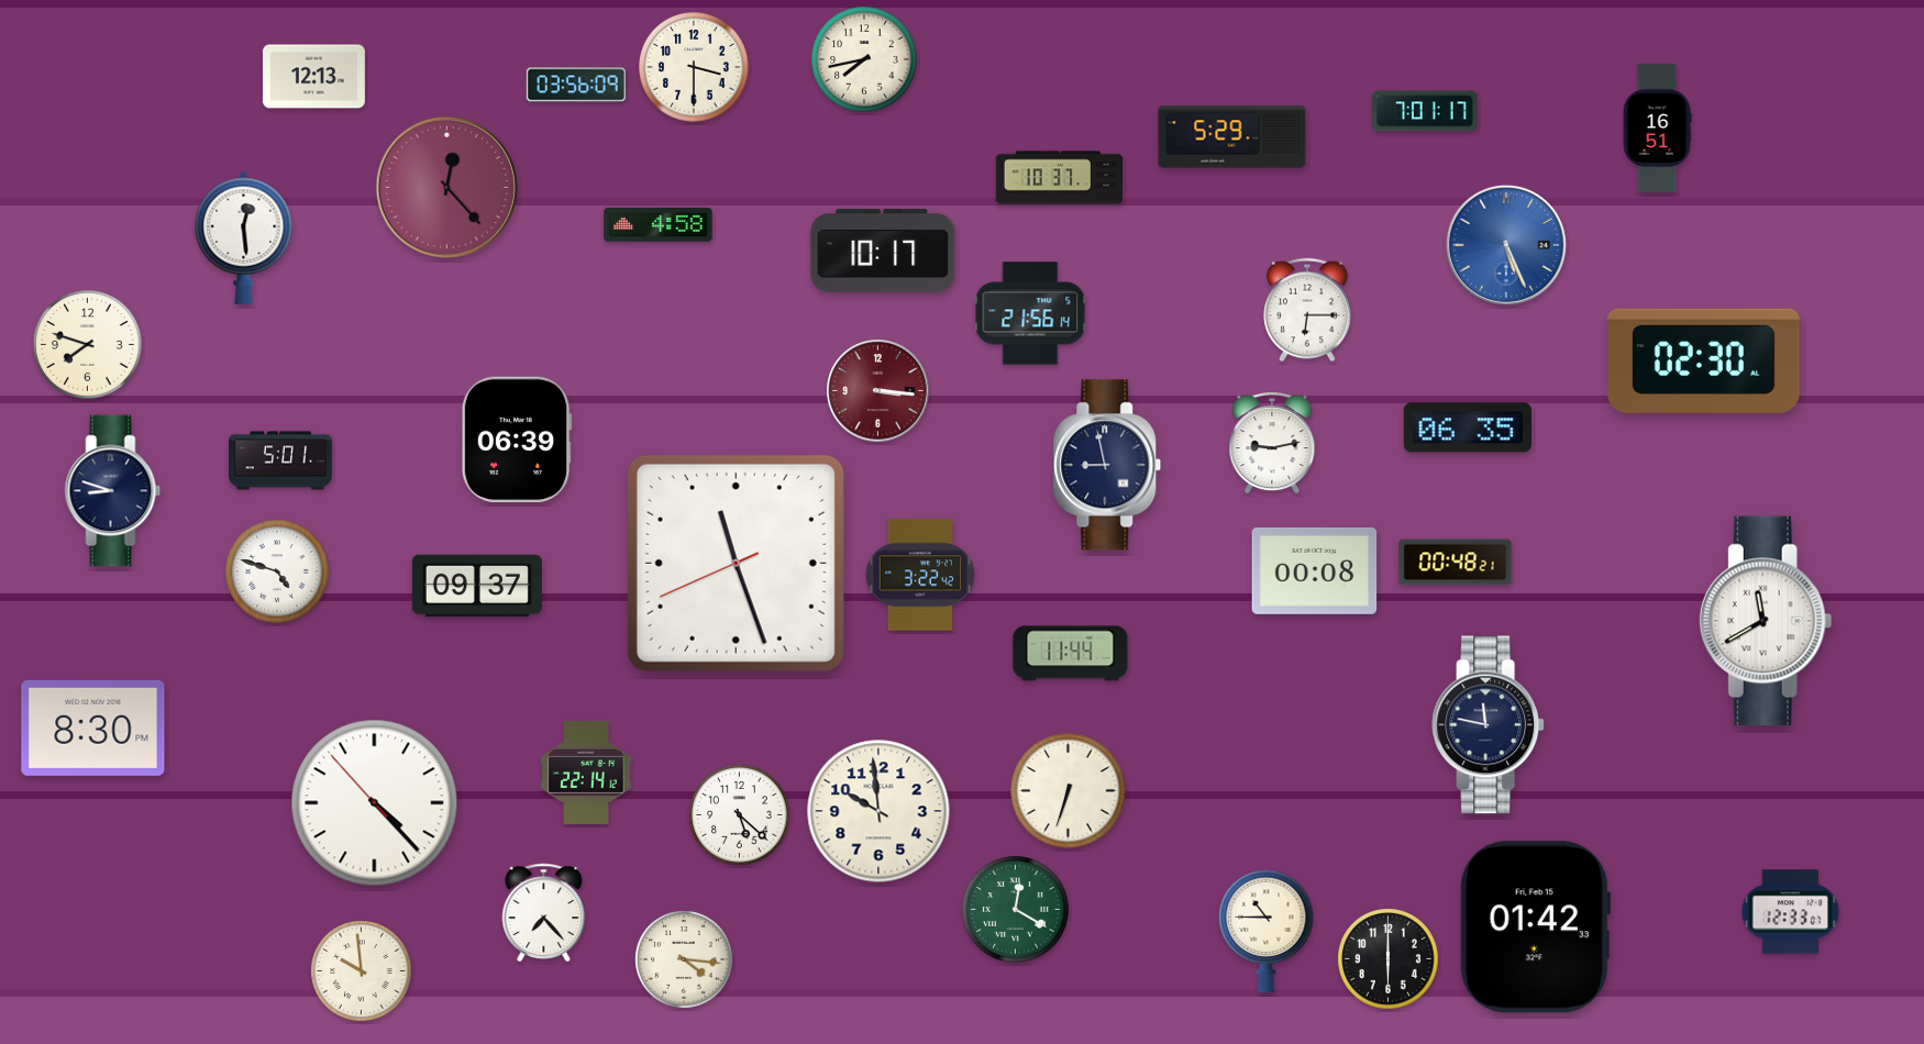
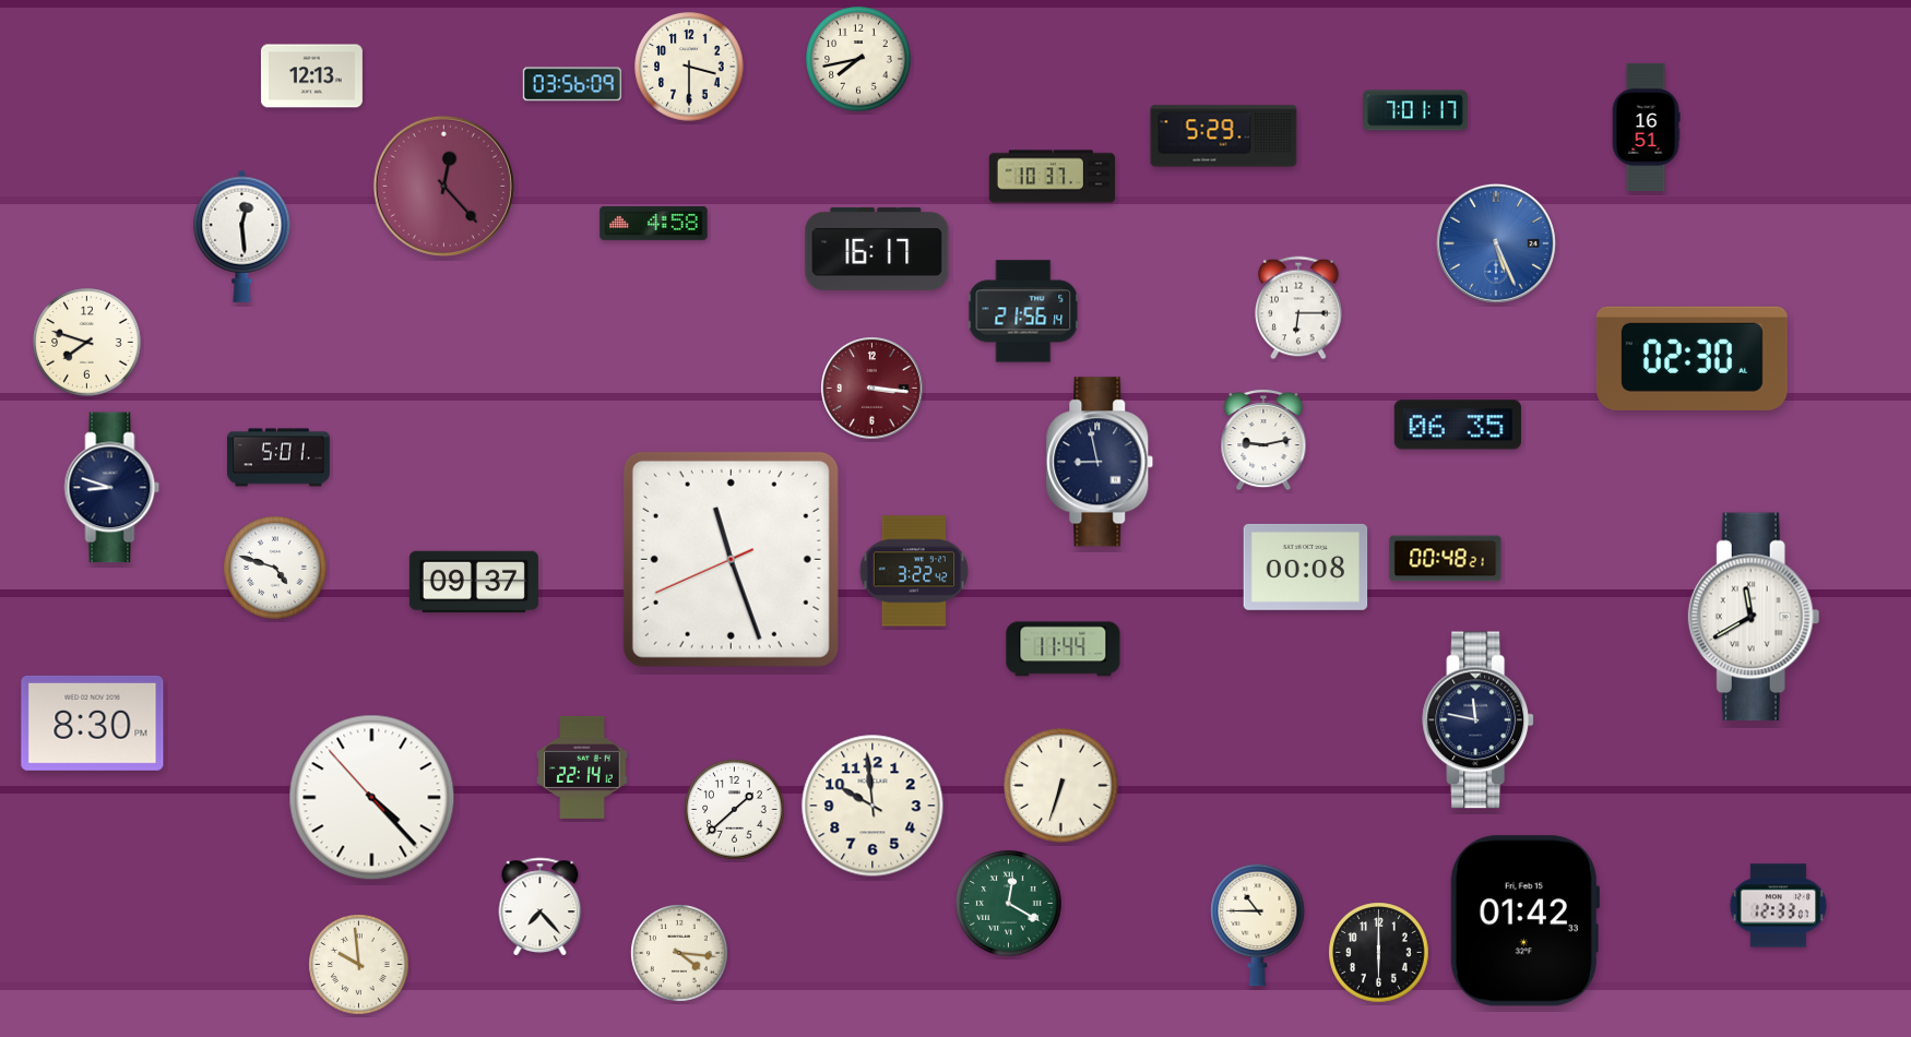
clock at (883, 251): 10:17 -> 16:17
clock at (517, 438): 06:39 -> none
clock at (740, 815): 5:22 -> 1:38
